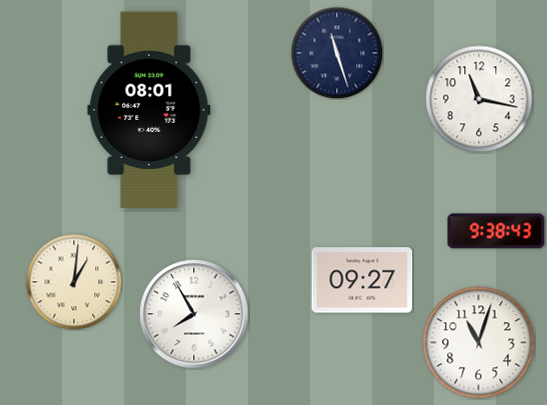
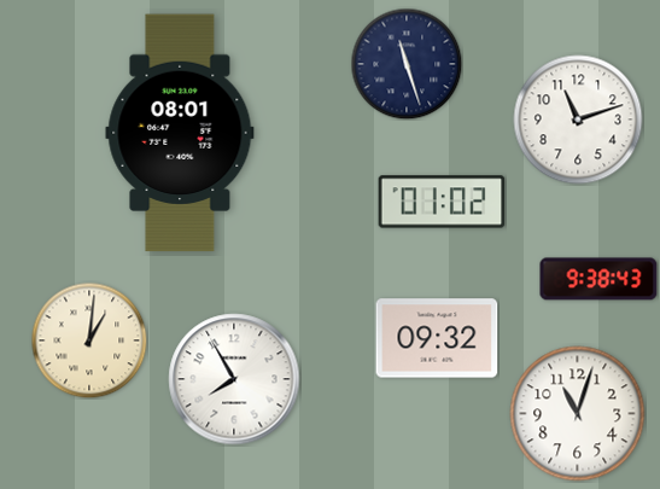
clock at (479, 99): 11:17 -> 11:12
clock at (442, 202): none -> 01:02
clock at (362, 280): 09:27 -> 09:32
